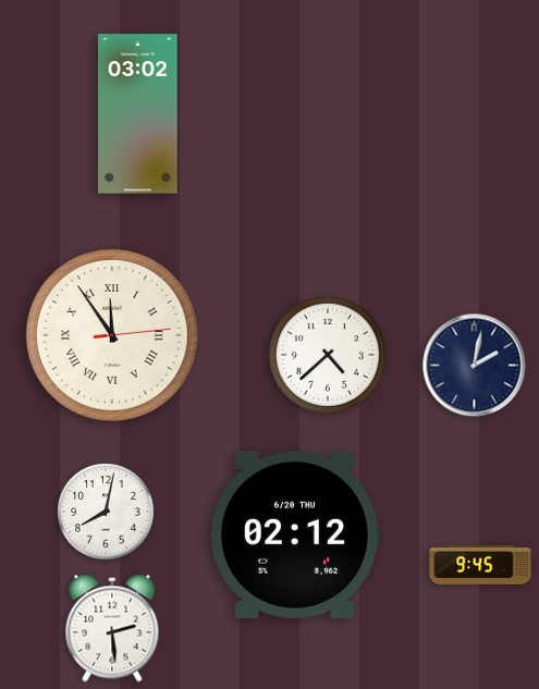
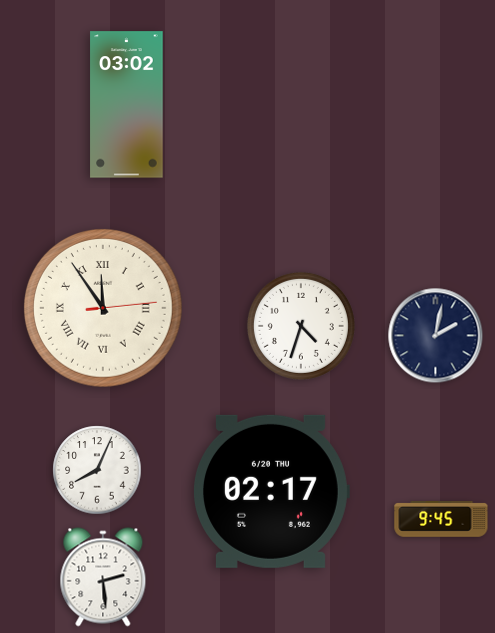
clock at (328, 355): 4:38 -> 4:33
clock at (106, 512): 8:02 -> 8:04
clock at (296, 534): 02:12 -> 02:17
